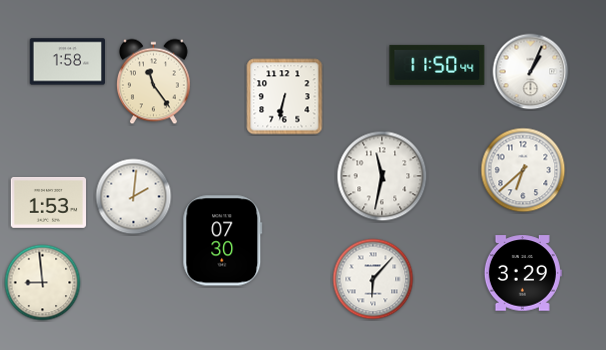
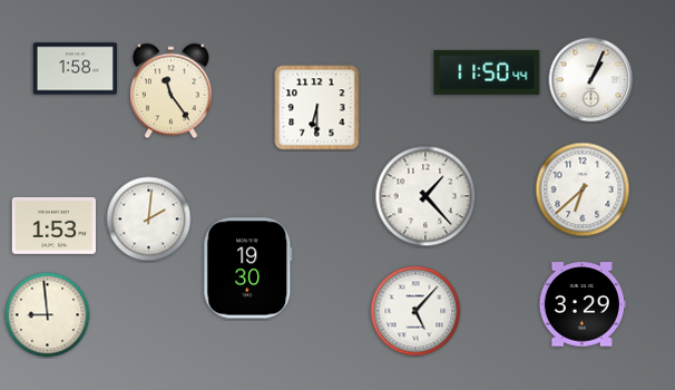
clock at (285, 97): 6:32 -> 6:30
clock at (382, 176): 11:32 -> 1:23
clock at (223, 241): 07:30 -> 19:30
clock at (373, 279): 6:07 -> 5:07
